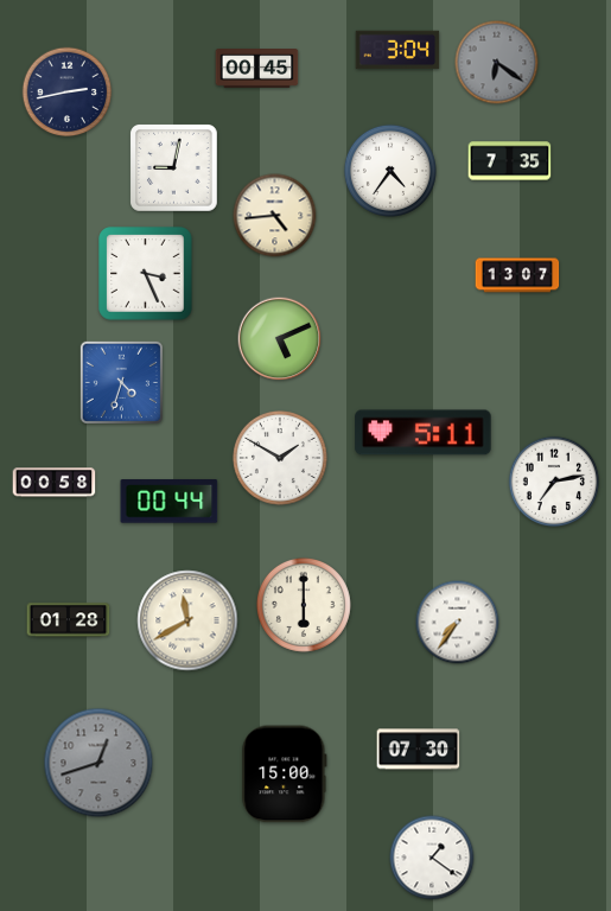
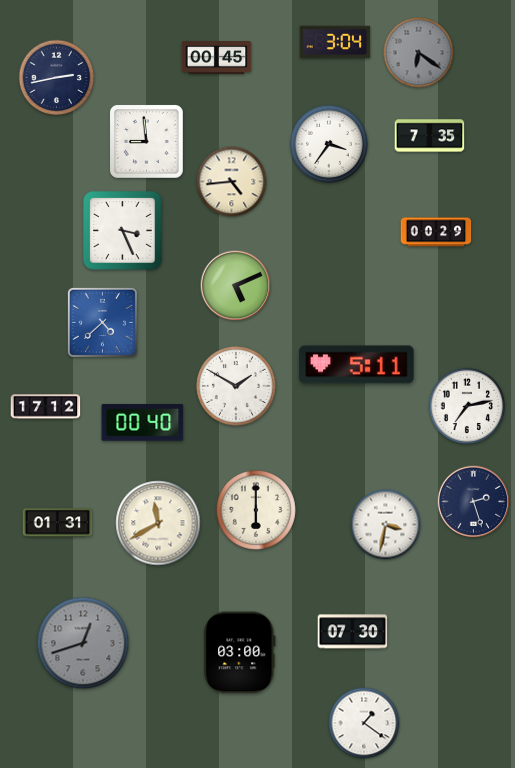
clock at (174, 168): 9:02 -> 8:59
clock at (390, 171): 4:36 -> 3:36
clock at (517, 275): 13:07 -> 00:29
clock at (121, 382): 4:33 -> 4:38
clock at (55, 483): 00:58 -> 17:12
clock at (170, 502): 00:44 -> 00:40
clock at (474, 502): none -> 2:27
clock at (69, 620): 01:28 -> 01:31
clock at (458, 623): 7:36 -> 3:32
clock at (285, 775): 15:00 -> 03:00
